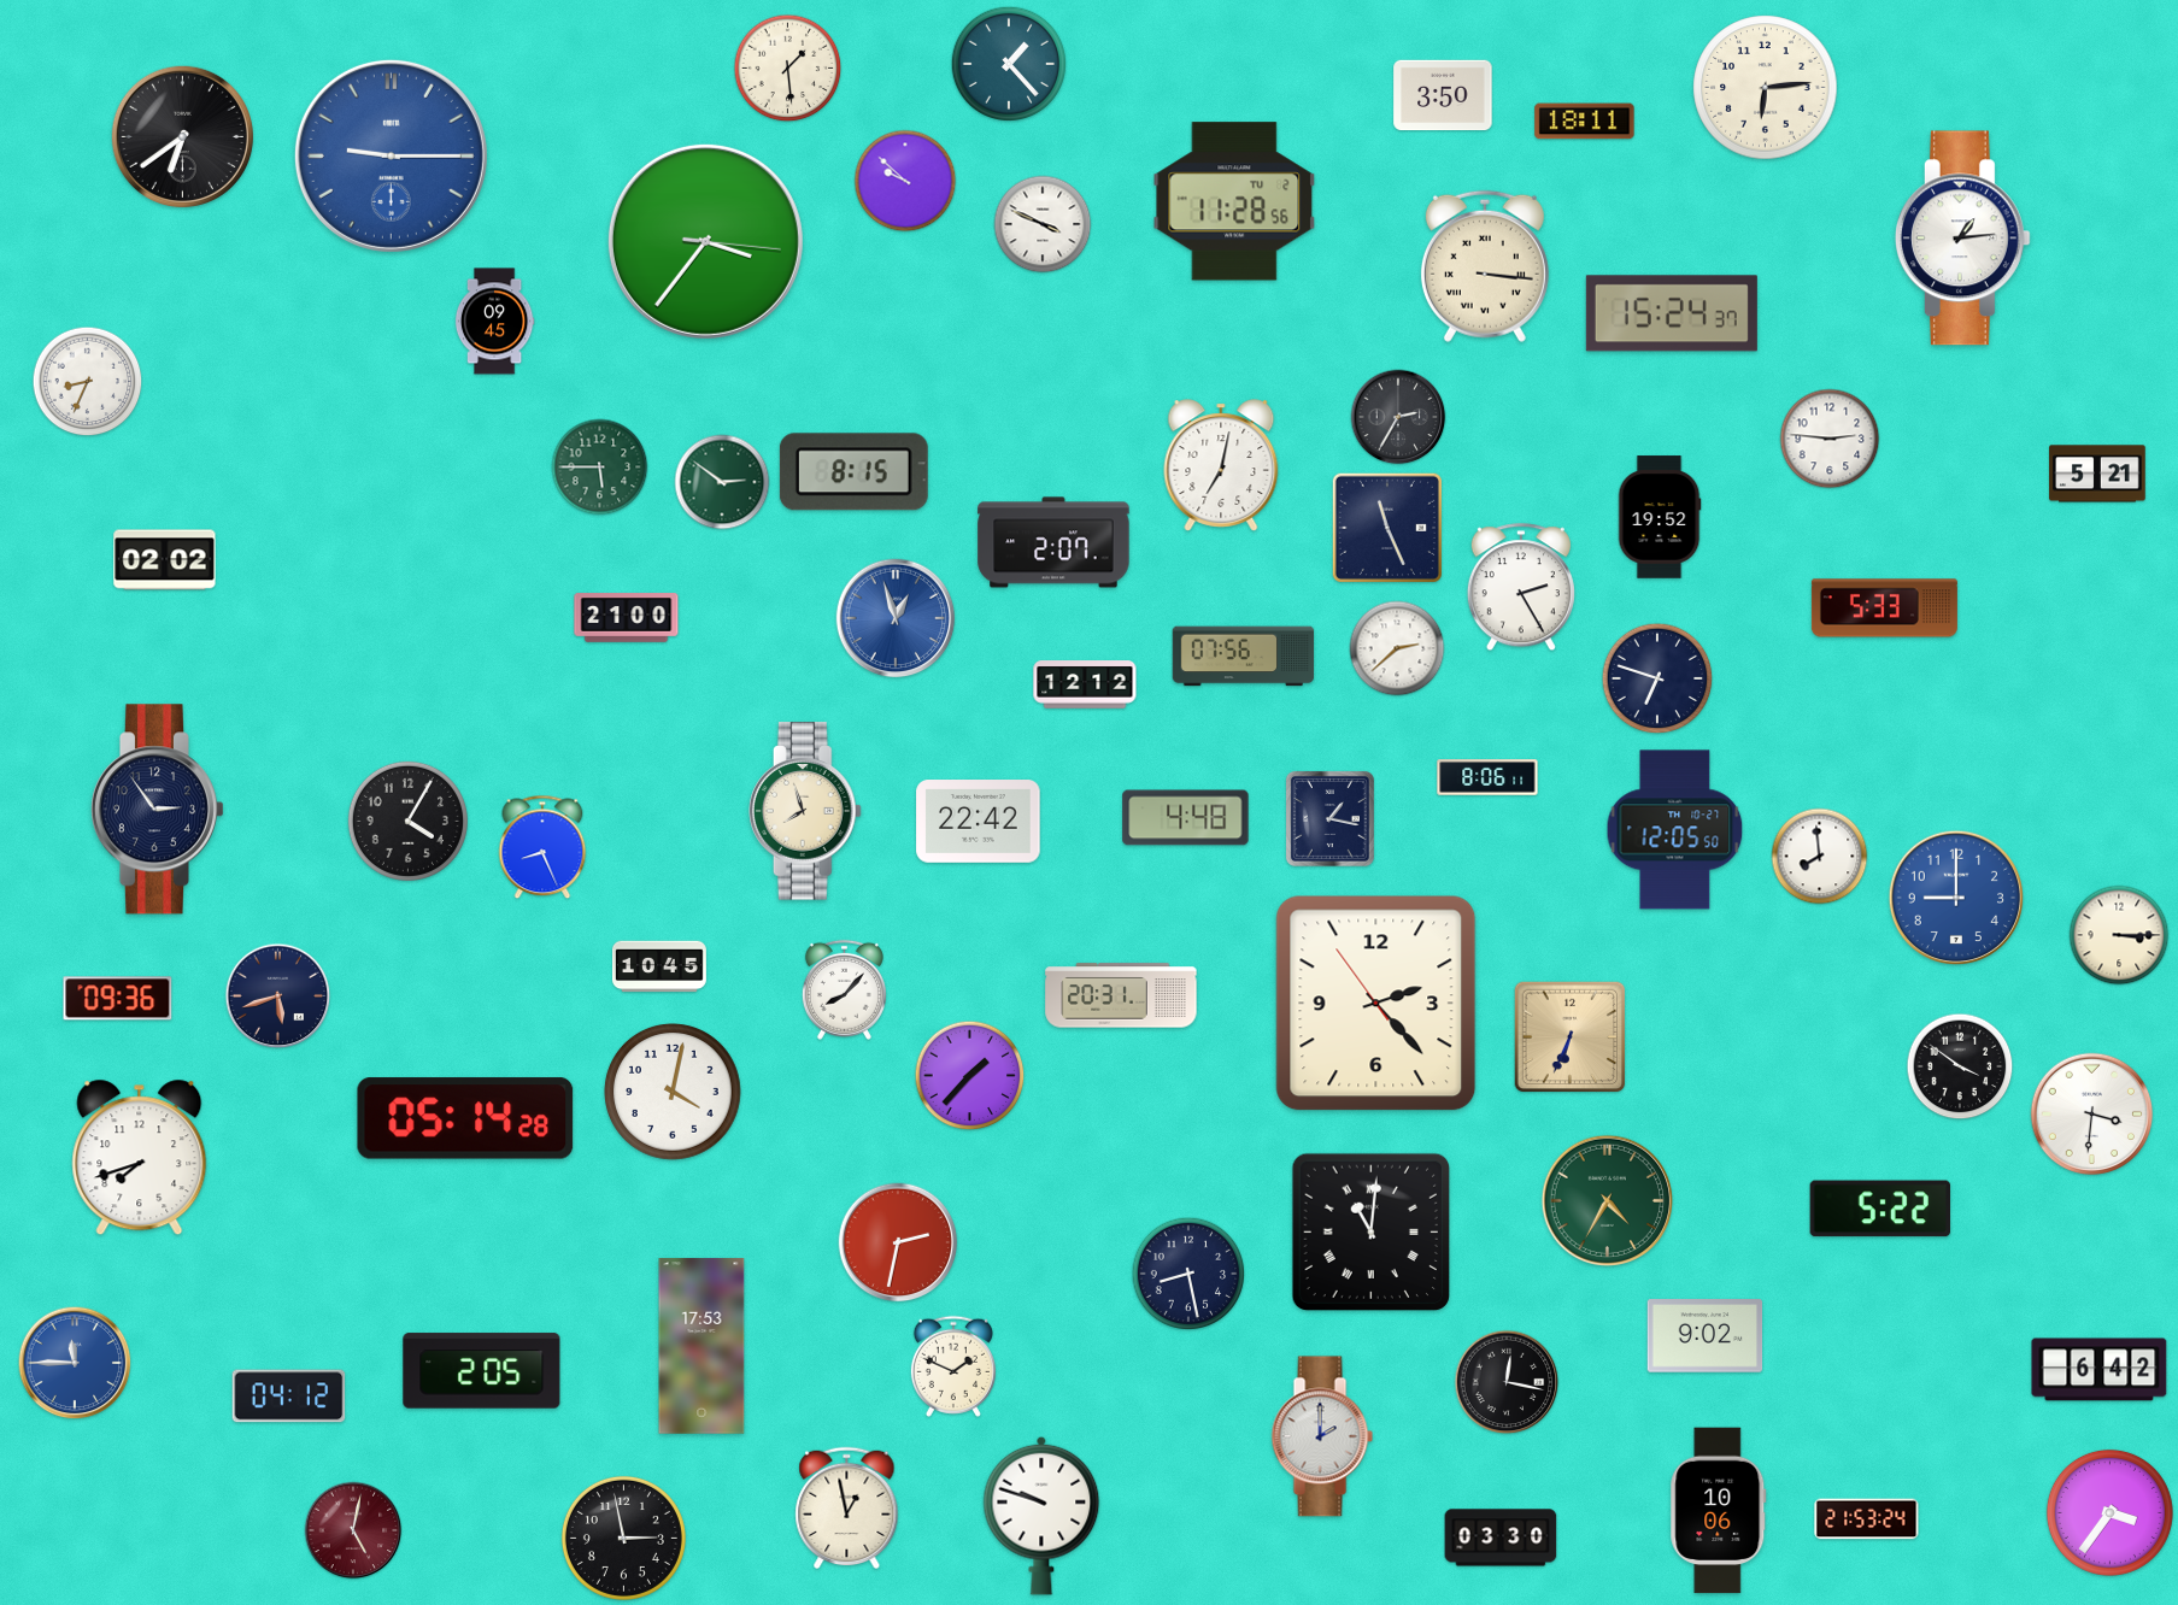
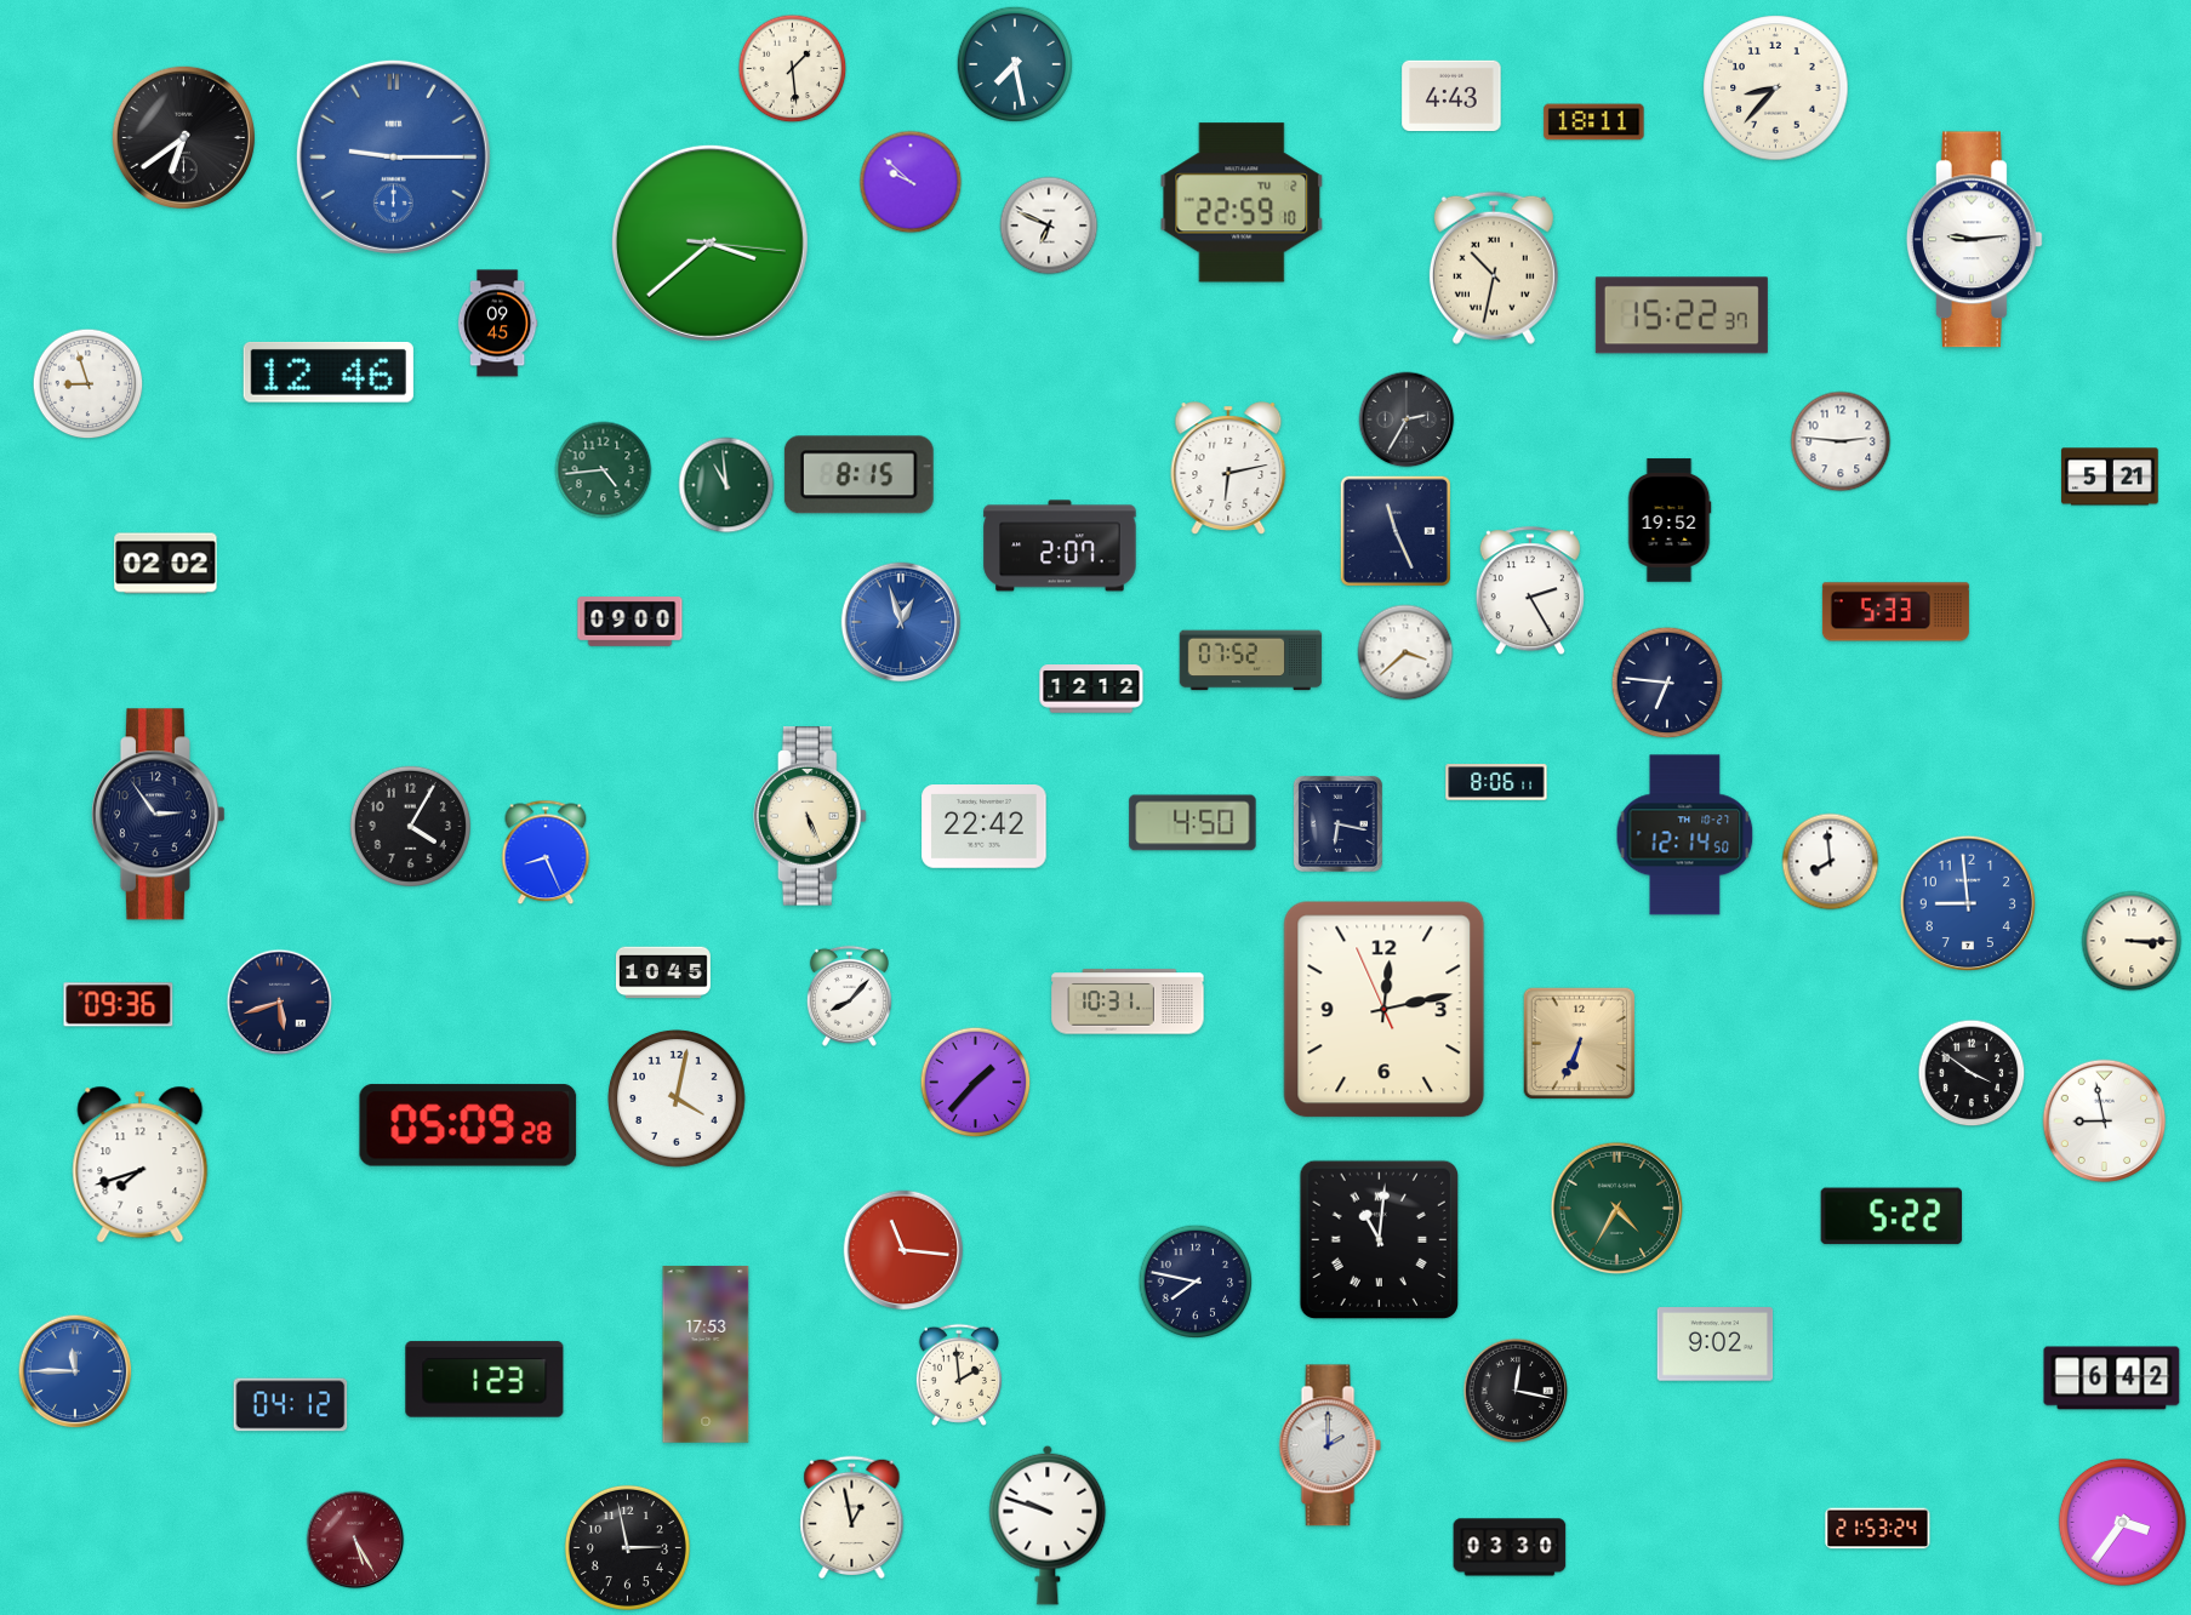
clock at (1009, 64): 1:23 -> 7:28
clock at (1766, 88): 6:14 -> 8:37
clock at (1443, 95): 3:50 -> 4:43
clock at (1234, 201): 11:28 -> 22:59
clock at (1043, 224): 3:49 -> 6:49
clock at (1962, 239): 1:14 -> 9:14
clock at (705, 241): 3:36 -> 3:38
clock at (1485, 266): 3:16 -> 10:32
clock at (1672, 313): 15:24 -> 15:22
clock at (329, 372): none -> 12:46
clock at (88, 382): 8:34 -> 8:57
clock at (1221, 465): 7:02 -> 6:13
clock at (600, 468): 5:45 -> 4:44
clock at (722, 482): 2:51 -> 10:59
clock at (627, 618): 21:00 -> 09:00
clock at (1397, 648): 2:38 -> 3:38
clock at (1244, 657): 07:56 -> 07:52
clock at (1657, 678): 6:48 -> 6:46
clock at (806, 811): 7:57 -> 5:26
clock at (1186, 818): 4:48 -> 4:50
clock at (1329, 818): 1:17 -> 6:17
clock at (1675, 830): 12:05 -> 12:14
clock at (1955, 896): 9:00 -> 8:59
clock at (1121, 995): 20:31 -> 10:31
clock at (1376, 1004): 2:22 -> 12:12
clock at (2092, 1115): 3:31 -> 8:58
clock at (465, 1118): 05:14 -> 05:09
clock at (898, 1242): 2:32 -> 11:16
clock at (1188, 1274): 8:28 -> 7:47
clock at (953, 1366): 1:49 -> 1:59
clock at (482, 1371): 2:05 -> 1:23
clock at (1719, 1511): 10:06 -> none
clock at (353, 1530): 5:02 -> 5:25
